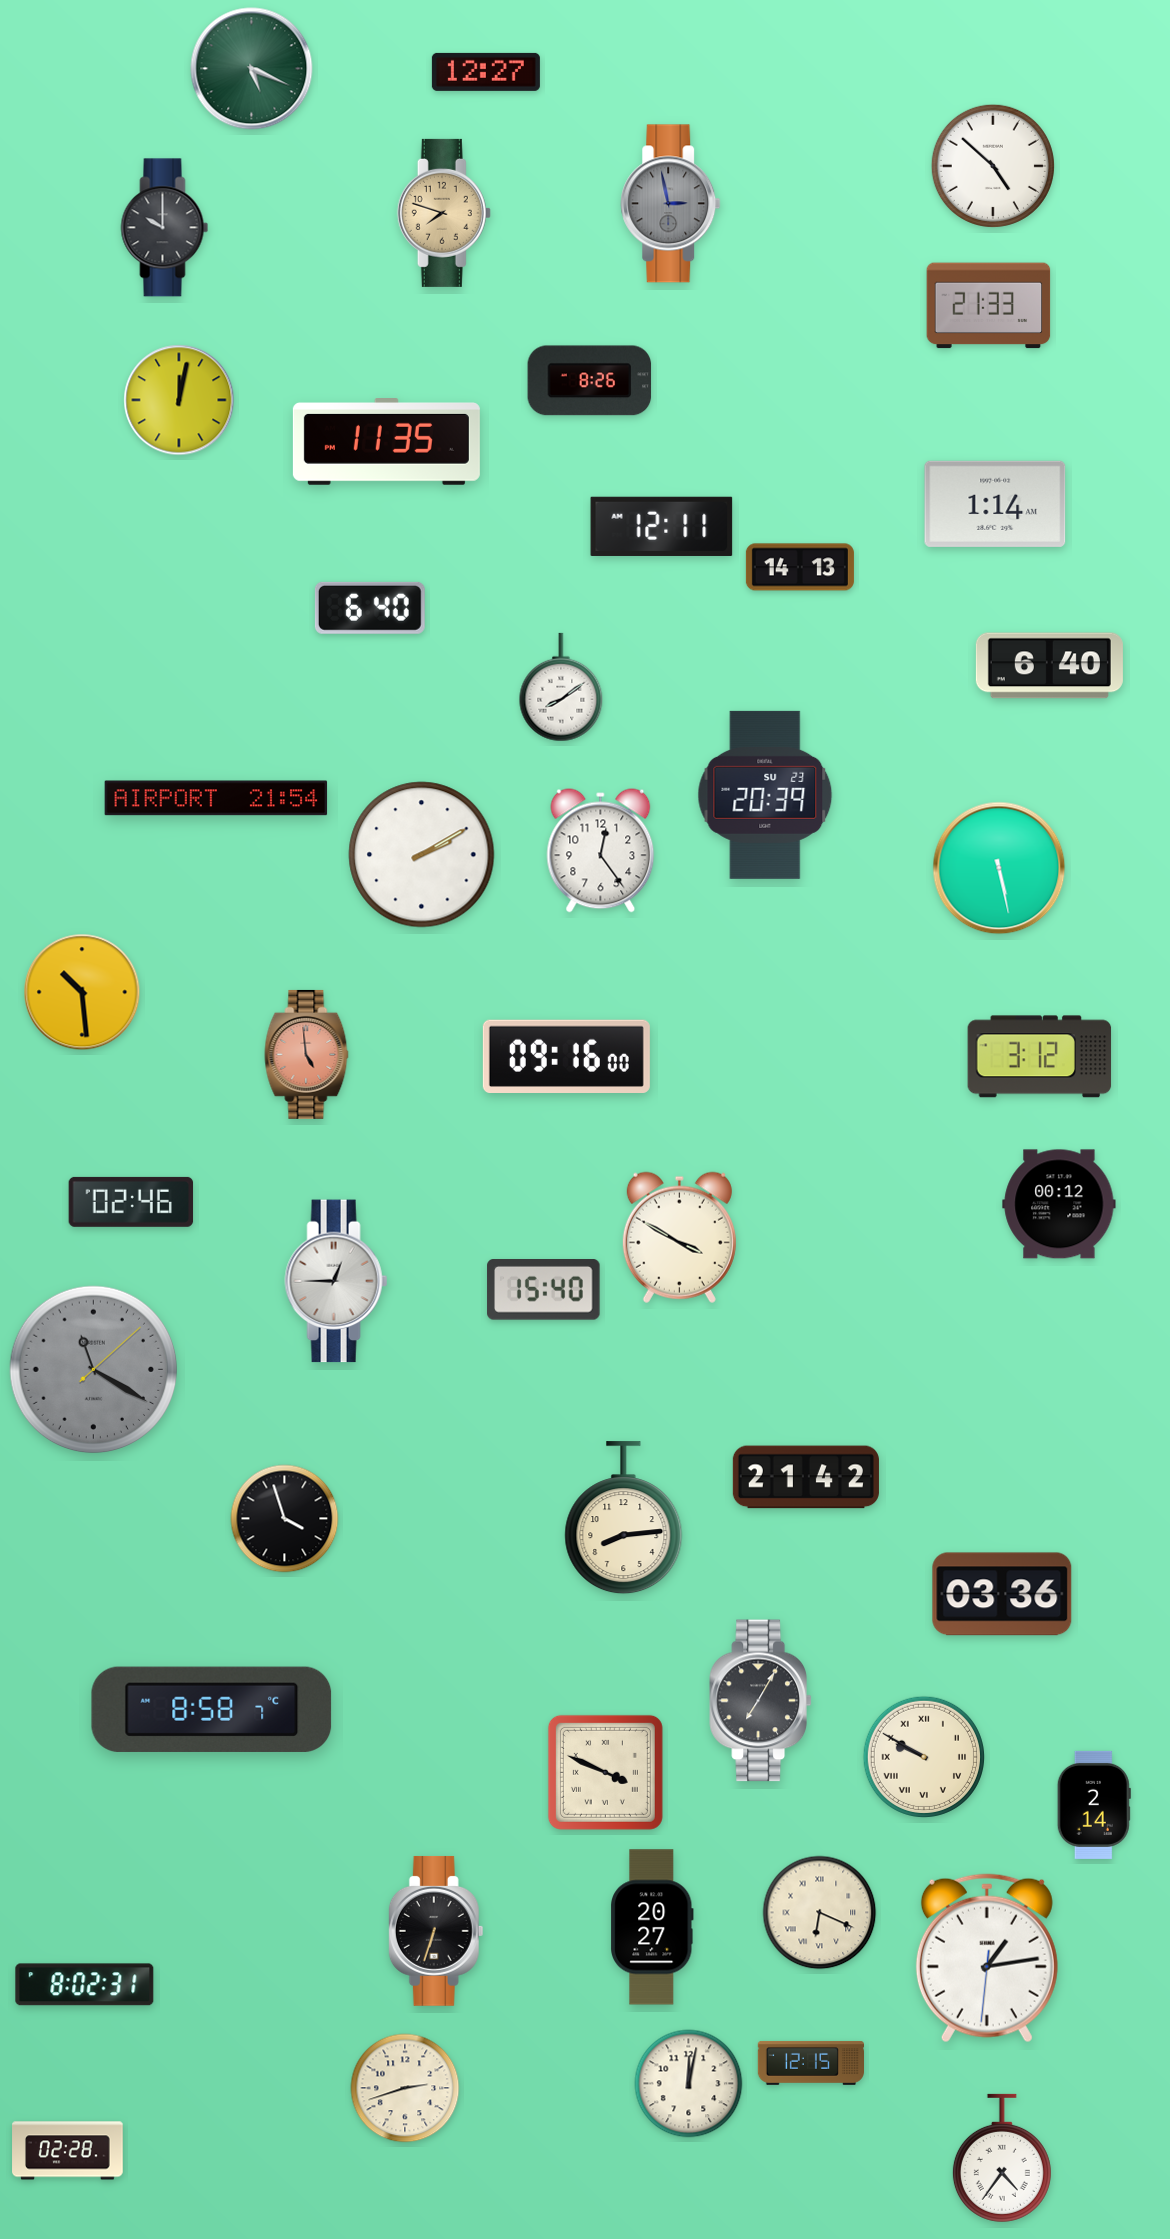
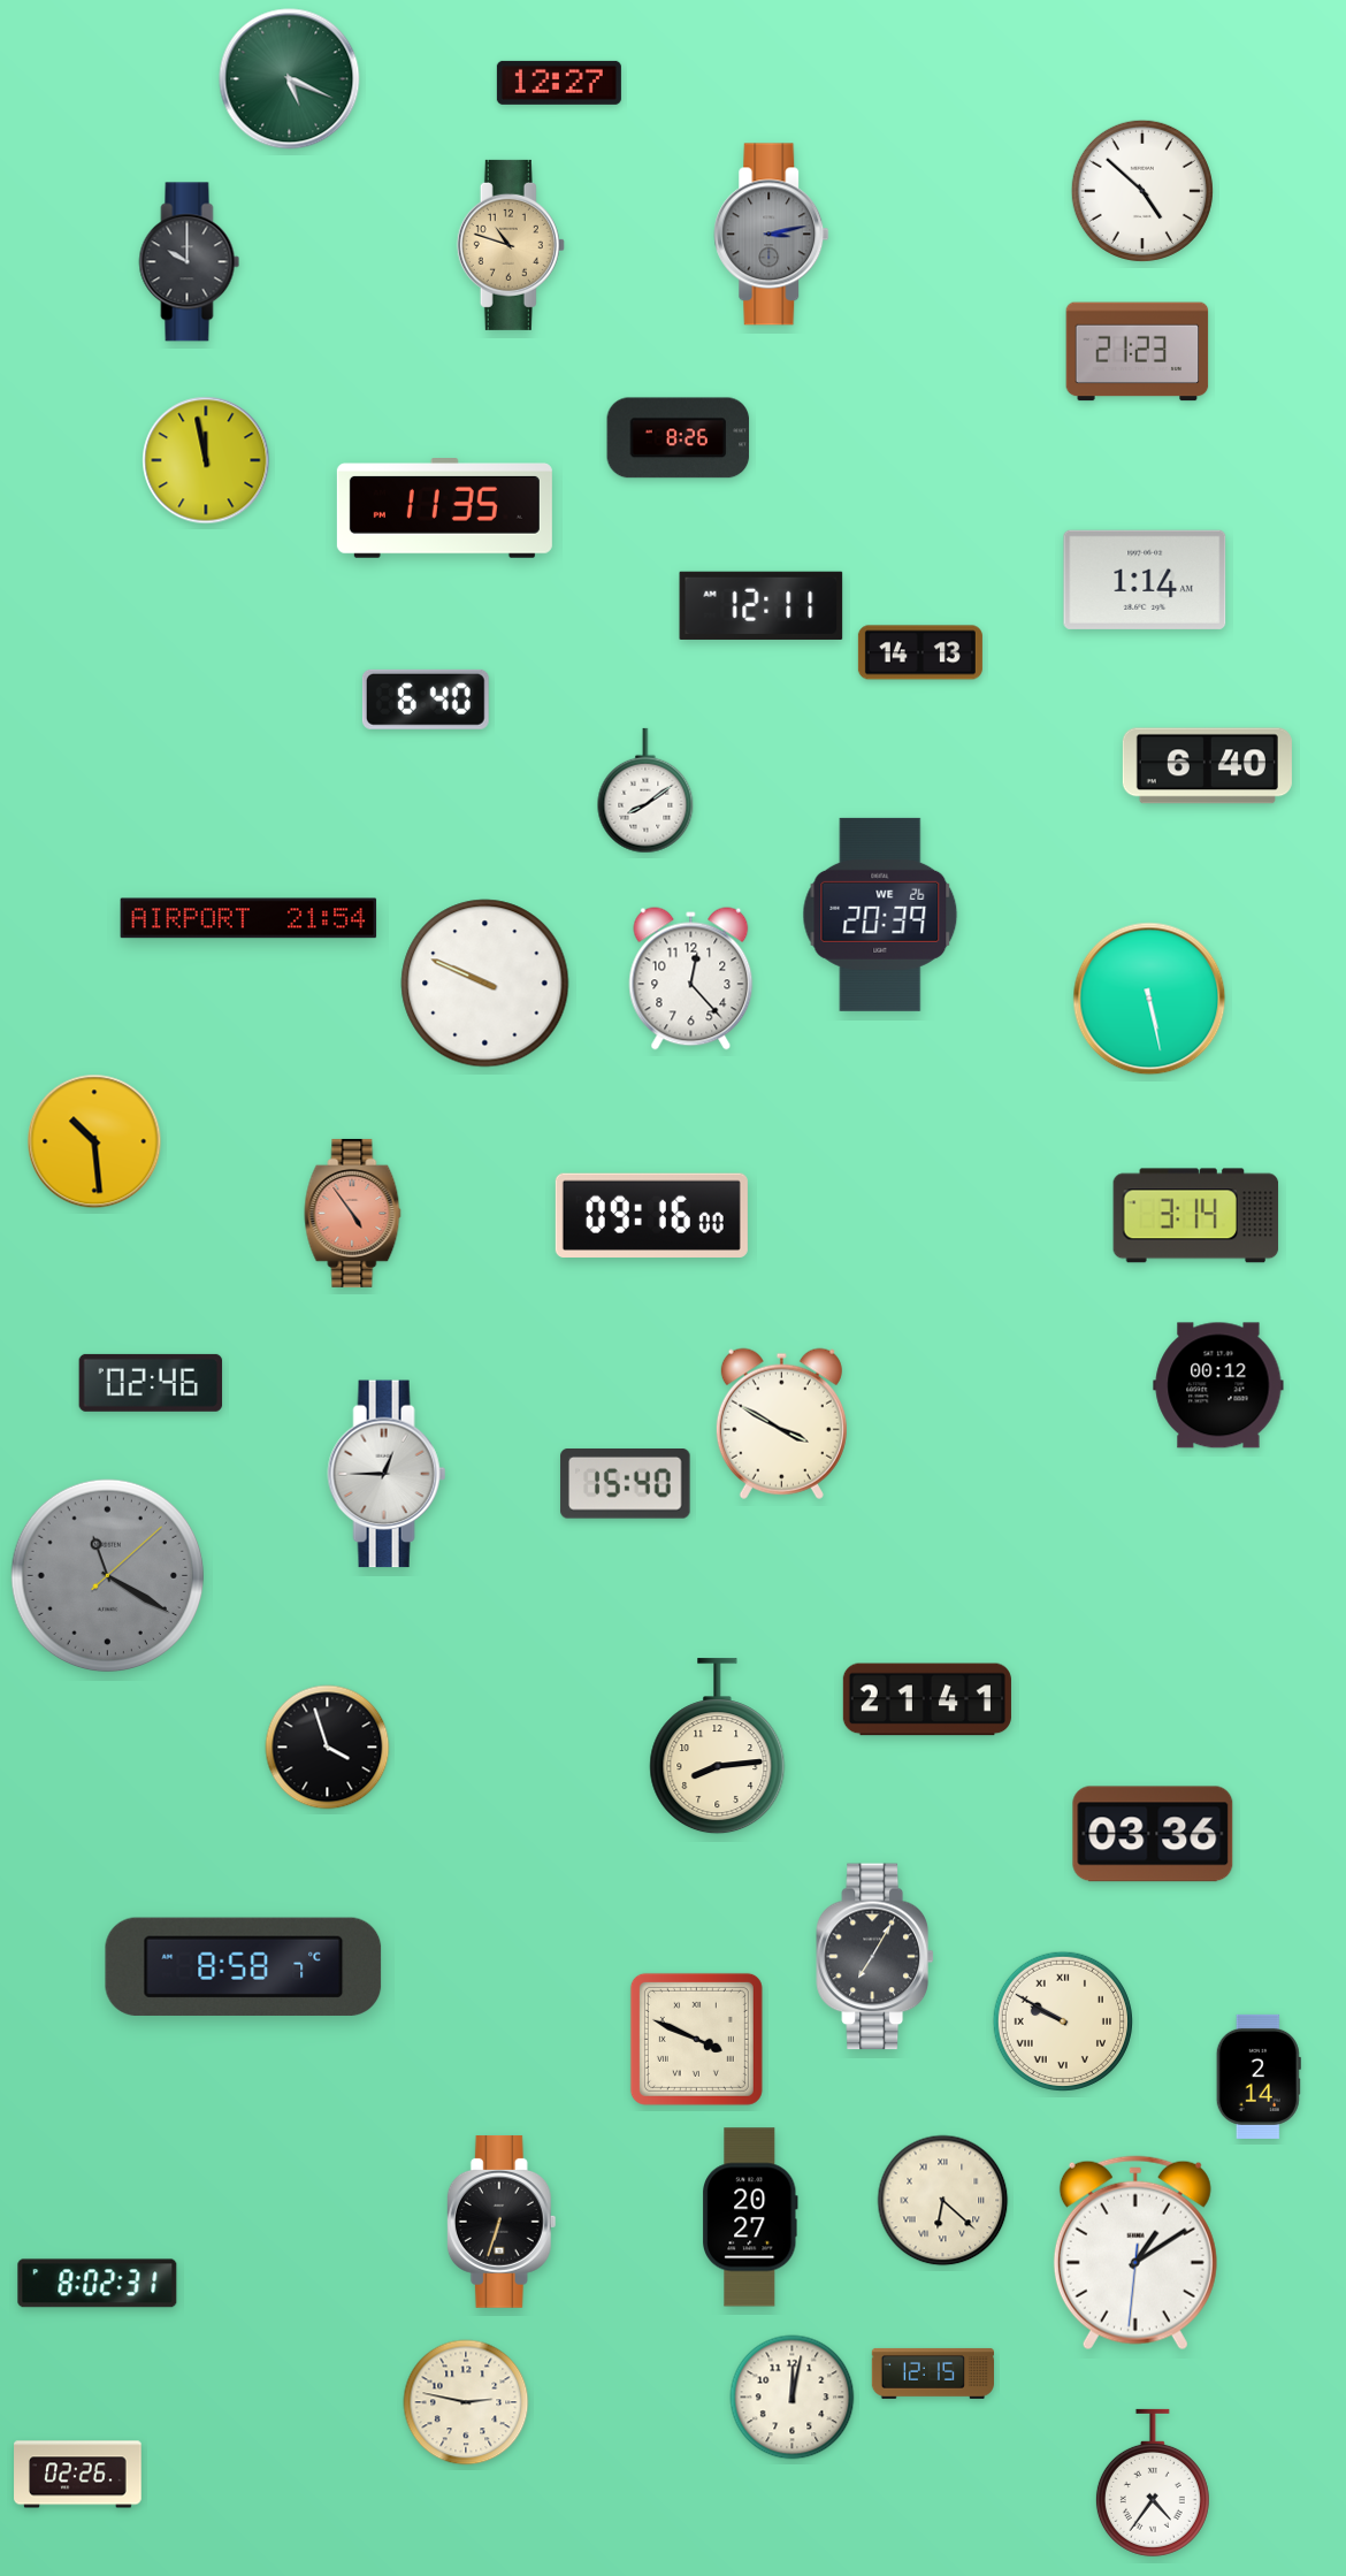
clock at (671, 204): 2:58 -> 3:13
clock at (444, 213): 7:48 -> 10:48
clock at (989, 306): 21:33 -> 21:23
clock at (179, 400): 12:02 -> 11:58
clock at (765, 795) date: SU 23 -> WE 26
clock at (601, 851): 12:24 -> 12:23
clock at (422, 855): 2:10 -> 9:49
clock at (307, 1054): 4:59 -> 4:54
clock at (1040, 1057): 3:12 -> 3:14
clock at (806, 1477): 21:42 -> 21:41
clock at (820, 1913): 6:19 -> 6:22
clock at (987, 1958): 1:13 -> 1:09
clock at (405, 2088): 2:42 -> 2:47
clock at (68, 2151): 02:28 -> 02:26
